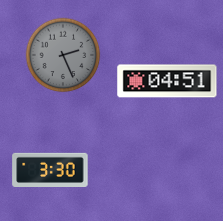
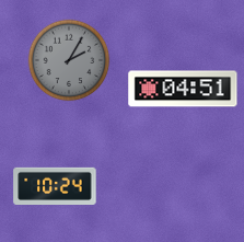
clock at (63, 55): 2:26 -> 2:05
clock at (50, 169): 3:30 -> 10:24
